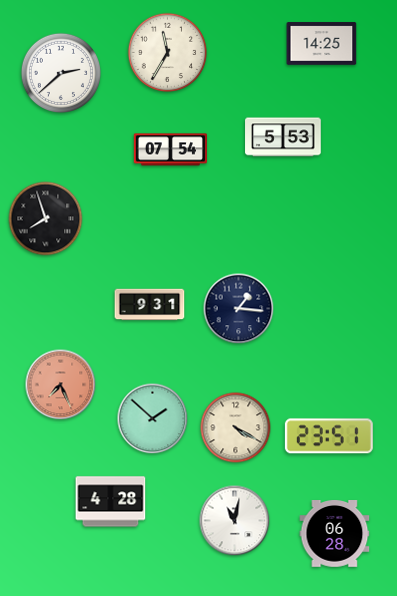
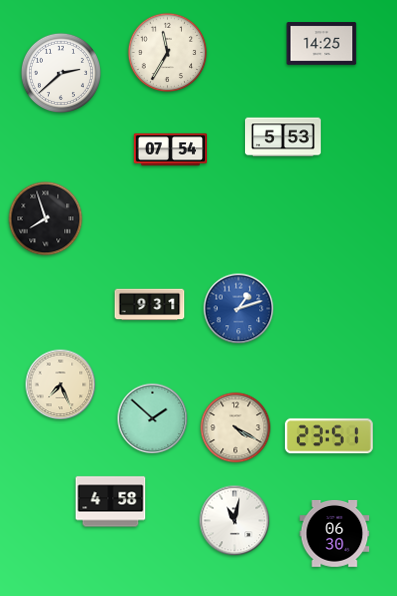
clock at (239, 309): 1:16 -> 1:12
clock at (239, 309) dial: navy -> blue
clock at (61, 385) dial: salmon -> cream
clock at (111, 502): 4:28 -> 4:58
clock at (335, 534): 06:28 -> 06:30
